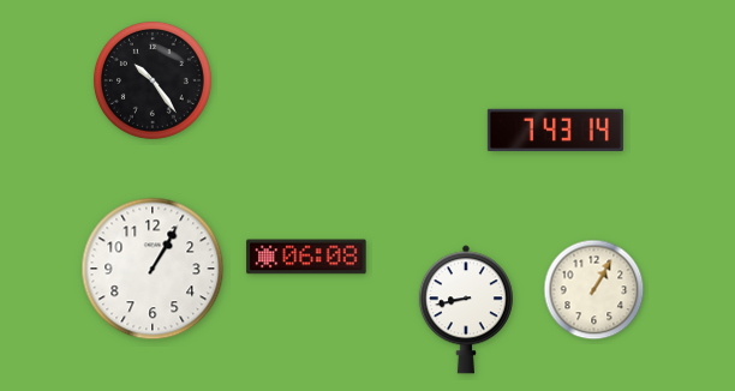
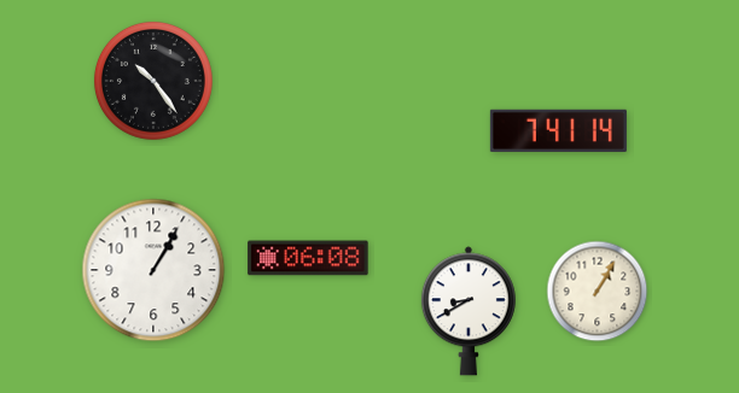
clock at (555, 130): 7:43 -> 7:41
clock at (466, 309): 8:43 -> 8:40
